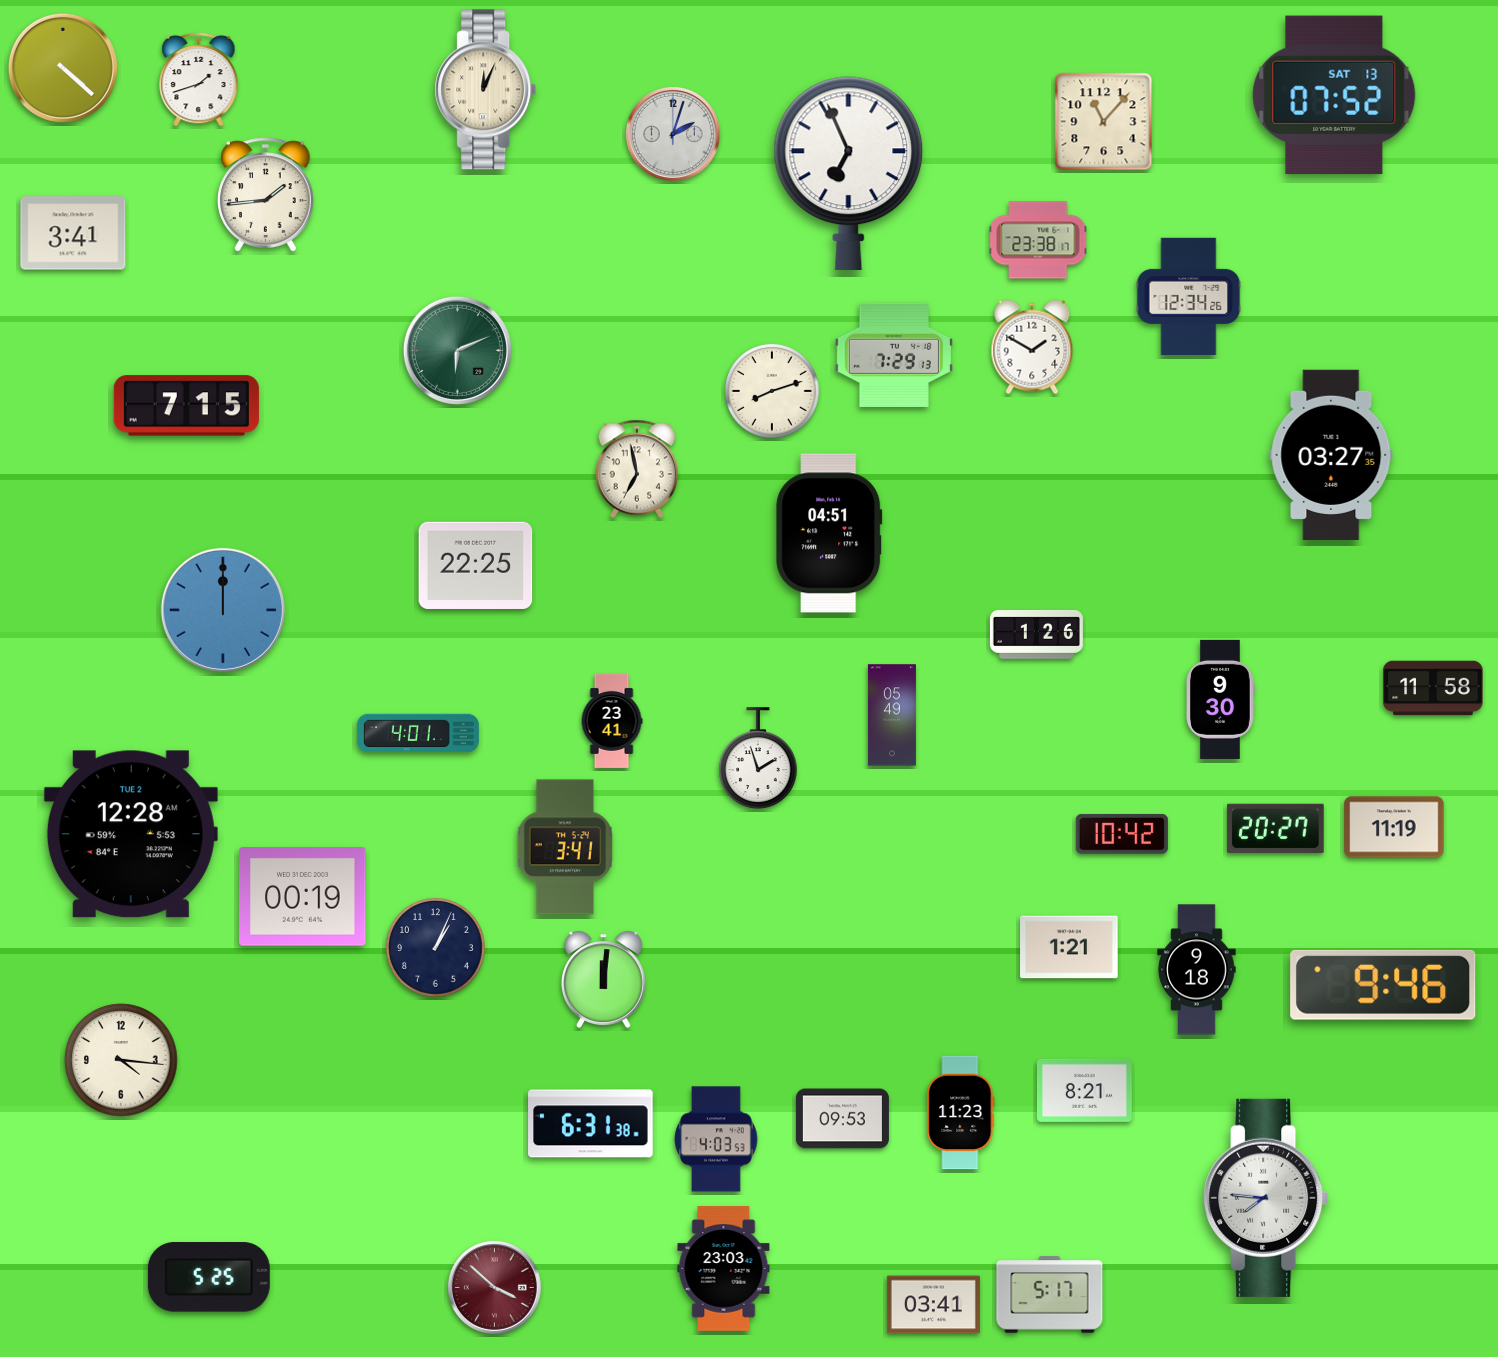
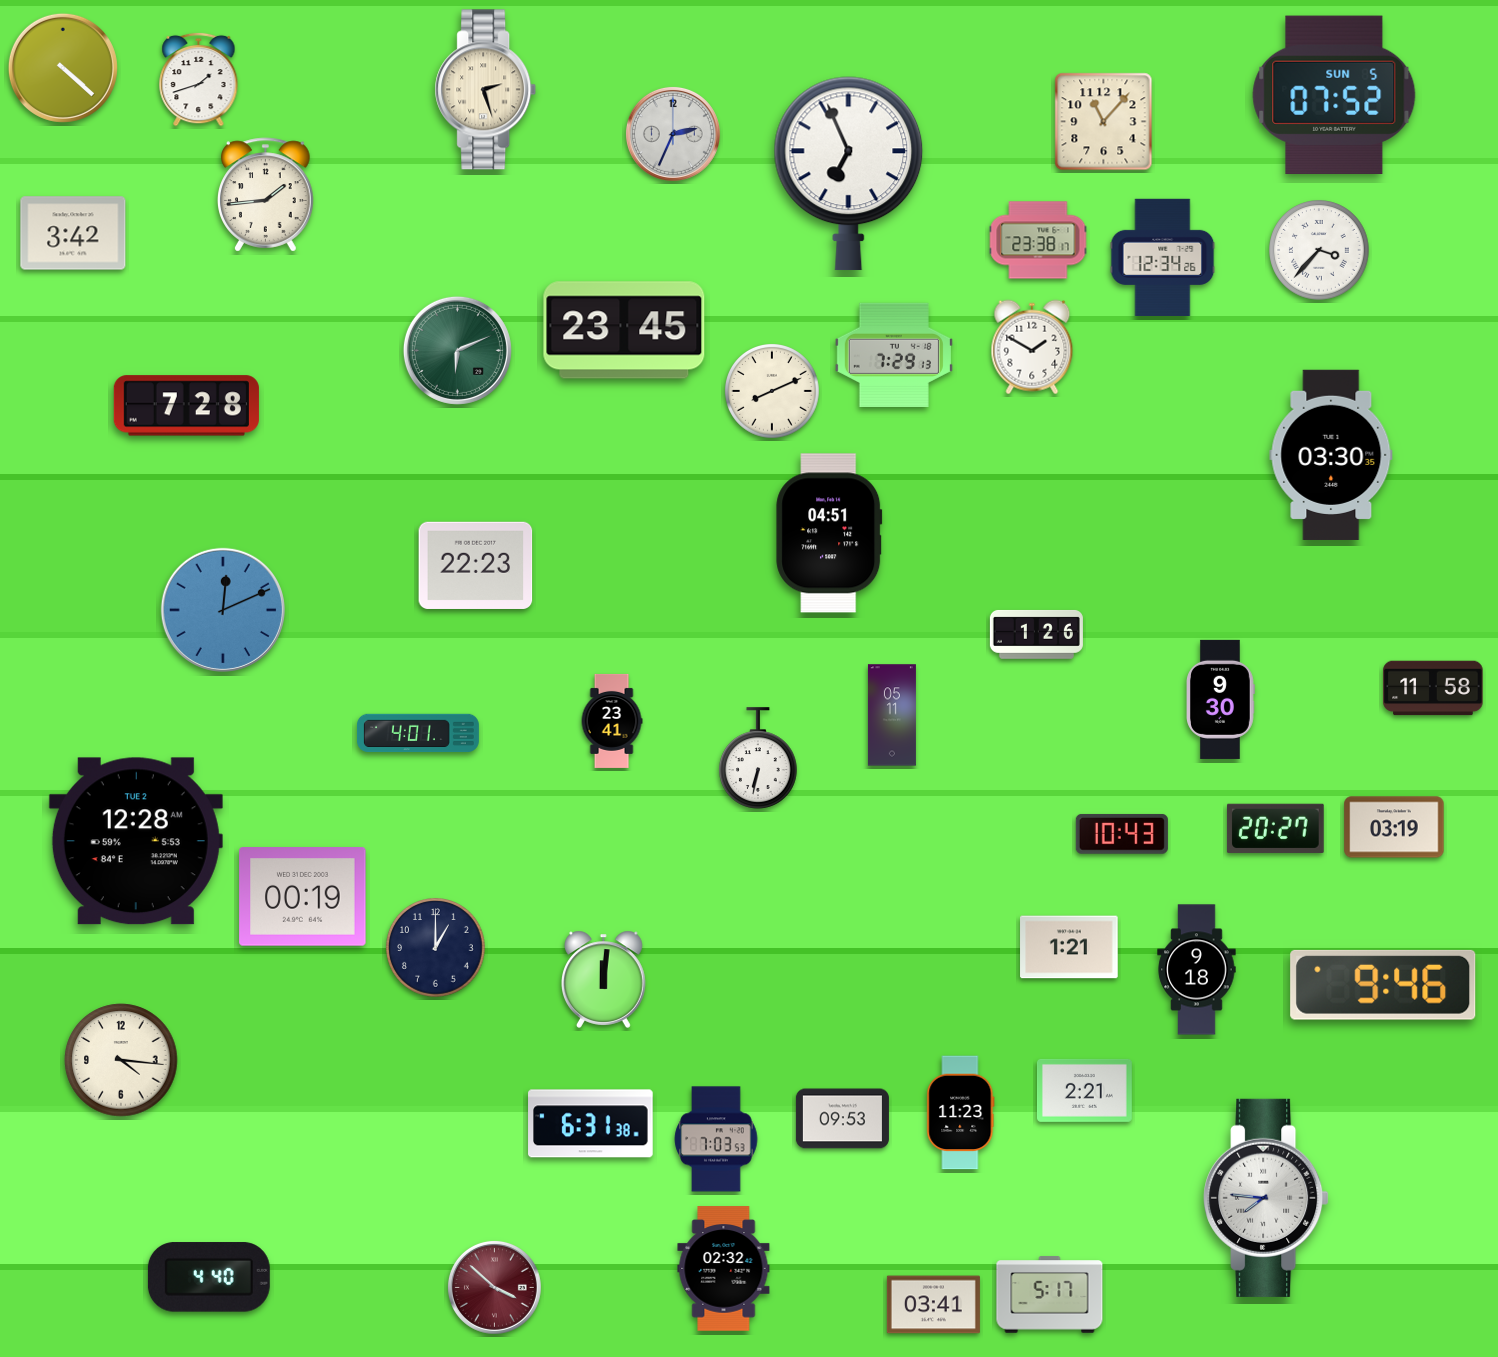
clock at (486, 90): 12:04 -> 2:27
clock at (1334, 95) date: SAT 13 -> SUN 5
clock at (673, 134): 2:03 -> 2:34
clock at (73, 233): 3:41 -> 3:42
clock at (1319, 250): none -> 3:37
clock at (1189, 296) position: (1189, 296) -> (1163, 257)
clock at (624, 330): none -> 23:45
clock at (773, 392): 8:12 -> 8:11
clock at (186, 406): 7:15 -> 7:28
clock at (1331, 455): 03:27 -> 03:30
clock at (636, 469): 6:58 -> none
clock at (476, 565): 22:25 -> 22:23
clock at (223, 610): 12:00 -> 12:11
clock at (892, 715): 05:49 -> 05:11
clock at (759, 758): 1:57 -> 6:32
clock at (1394, 827): 11:19 -> 03:19
clock at (131, 834) position: (131, 834) -> (136, 841)
clock at (1122, 834): 10:42 -> 10:43
clock at (564, 847): 3:41 -> none
clock at (436, 948): 1:04 -> 1:00
clock at (1084, 1090): 8:21 -> 2:21
clock at (716, 1139): 4:03 -> 7:03
clock at (724, 1269): 23:03 -> 02:32
clock at (209, 1277): 5:25 -> 4:40
